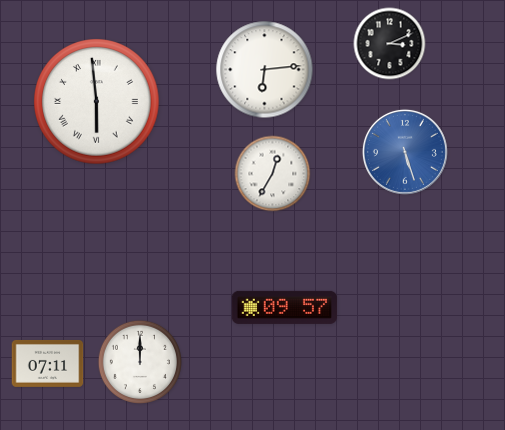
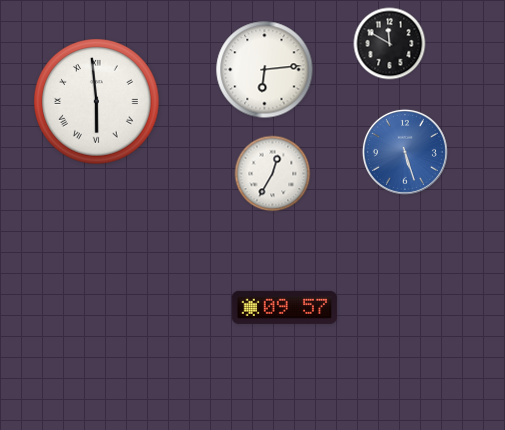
clock at (390, 44): 3:11 -> 11:50
clock at (140, 362): 12:00 -> none
clock at (48, 363): 07:11 -> none
